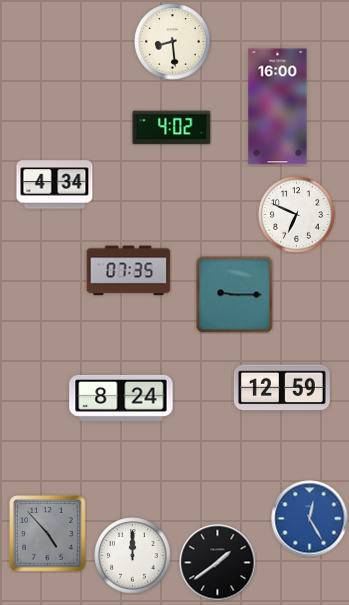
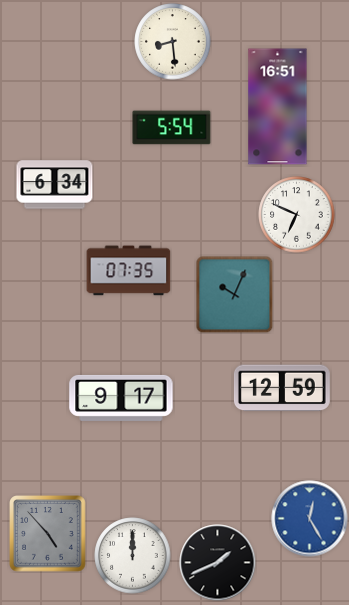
clock at (278, 107): 16:00 -> 16:51
clock at (172, 128): 4:02 -> 5:54
clock at (55, 185): 4:34 -> 6:34
clock at (234, 294): 9:15 -> 10:04
clock at (121, 398): 8:24 -> 9:17
clock at (218, 563): 1:39 -> 1:41
